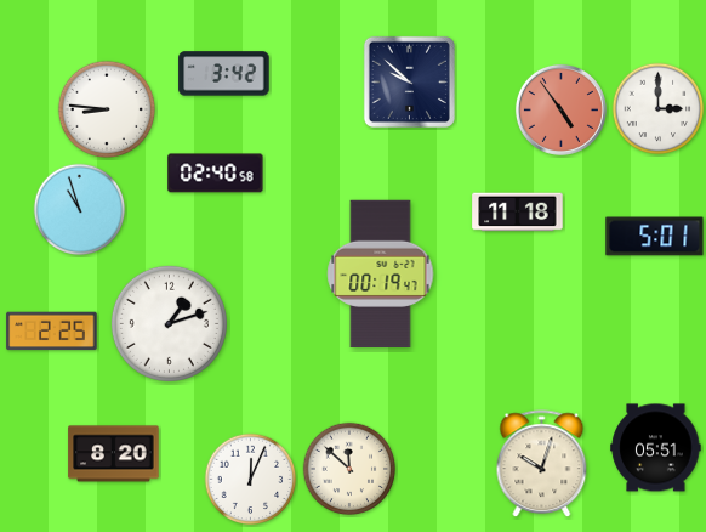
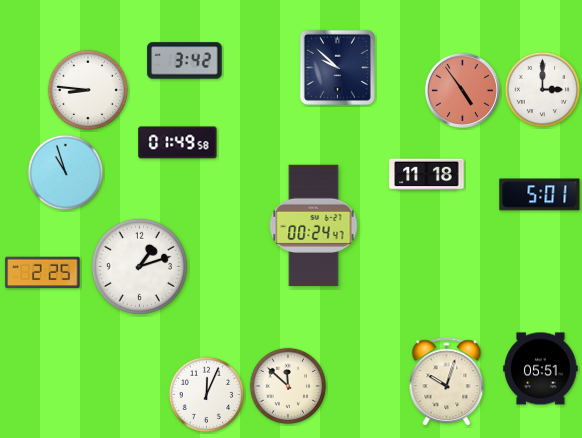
clock at (216, 174): 02:40 -> 01:49
clock at (381, 275): 00:19 -> 00:24
clock at (114, 454): 8:20 -> none
